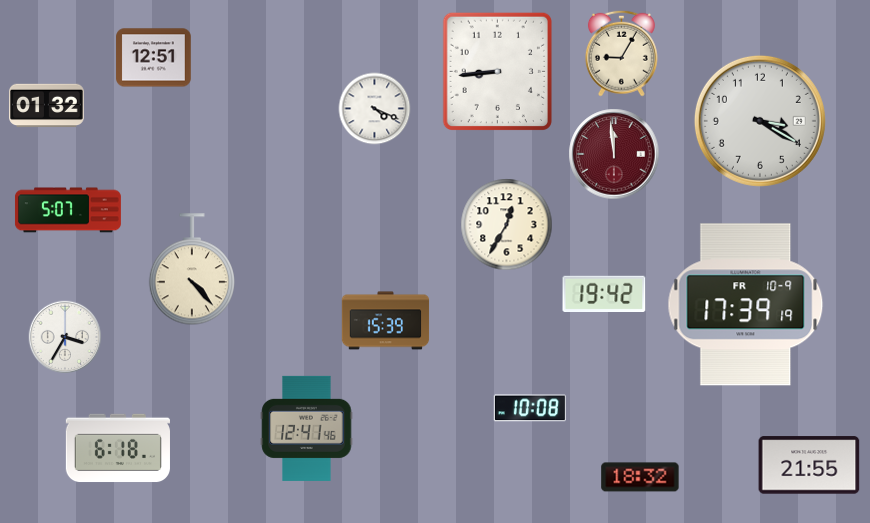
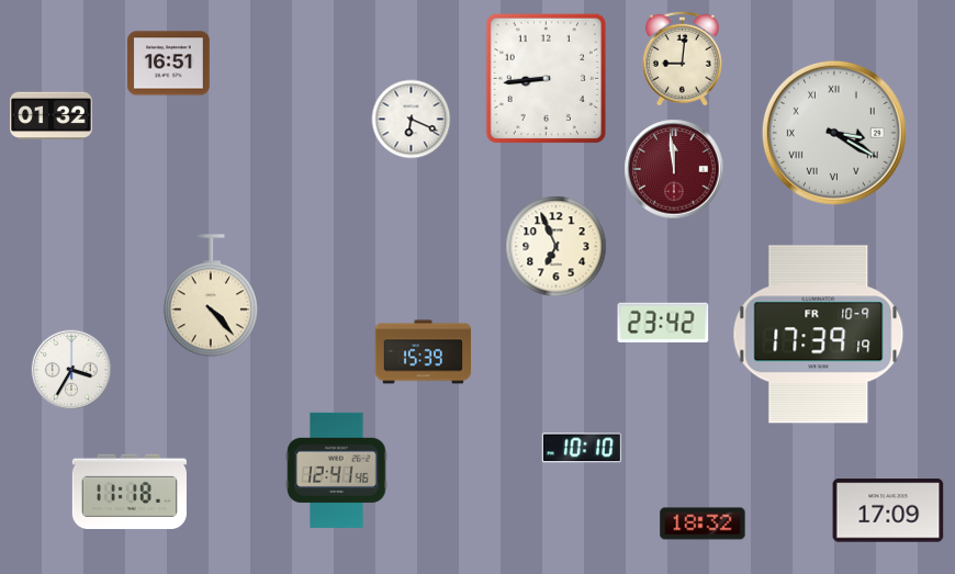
clock at (621, 53): 9:05 -> 9:01
clock at (154, 58): 12:51 -> 16:51
clock at (375, 109): 4:19 -> 6:19
clock at (760, 121) numerals: Arabic -> Roman
clock at (68, 210): 5:07 -> none
clock at (507, 225): 12:35 -> 6:56
clock at (604, 293): 19:42 -> 23:42
clock at (530, 408): 10:08 -> 10:10
clock at (118, 448): 6:18 -> 11:18
clock at (809, 465): 21:55 -> 17:09
